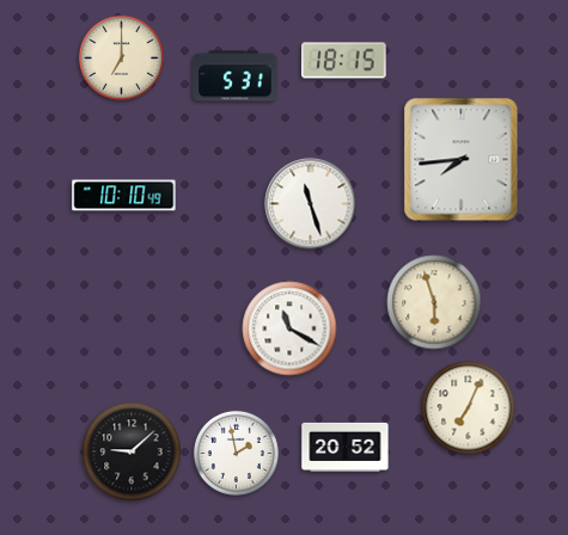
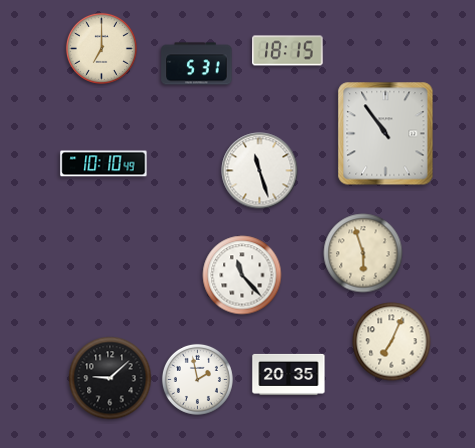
clock at (462, 160): 7:44 -> 10:54
clock at (289, 328): 11:20 -> 11:23
clock at (346, 447): 20:52 -> 20:35
